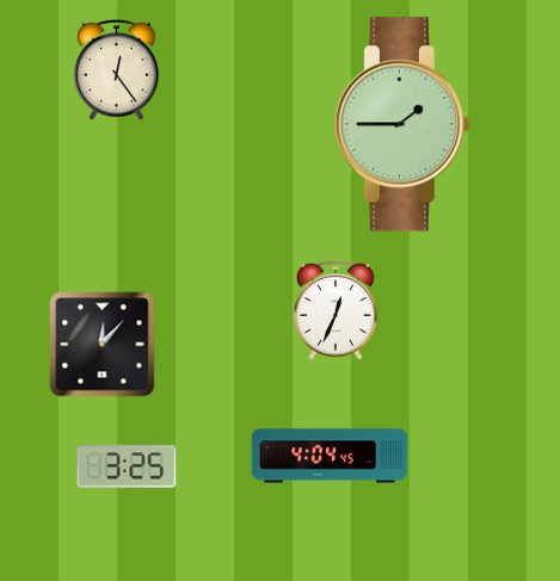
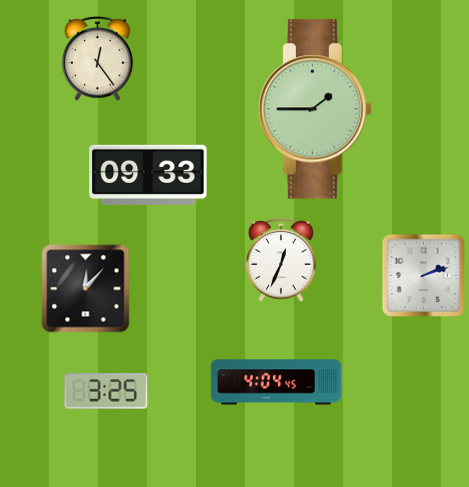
clock at (401, 124) position: (401, 124) -> (314, 109)
clock at (148, 175): none -> 09:33
clock at (423, 275): none -> 2:12
